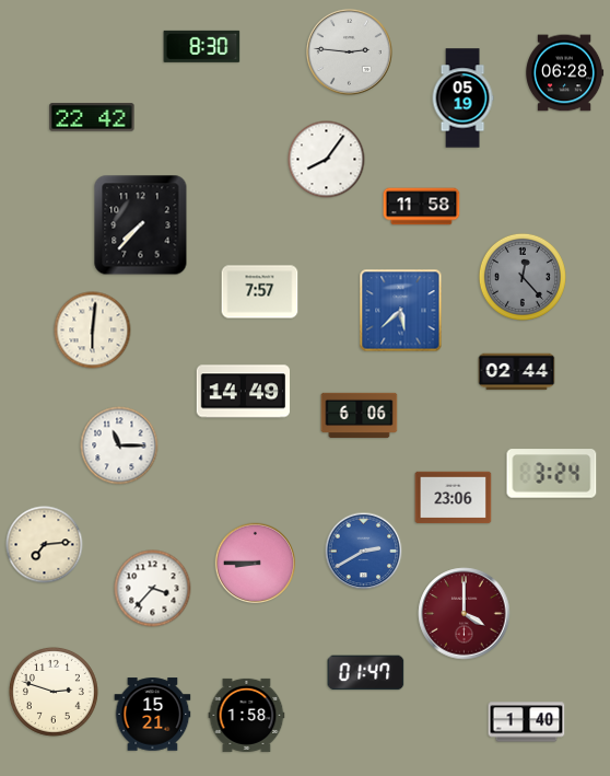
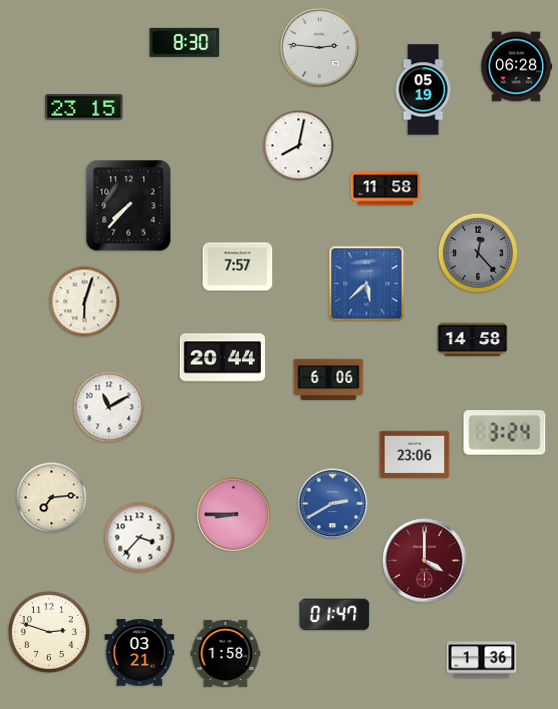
clock at (92, 117): 22:42 -> 23:15
clock at (327, 160): 8:06 -> 8:02
clock at (93, 331): 6:01 -> 6:03
clock at (517, 372): 02:44 -> 14:58
clock at (243, 392): 14:49 -> 20:44
clock at (119, 445): 11:15 -> 11:10
clock at (45, 545) position: (45, 545) -> (52, 498)
clock at (153, 715): 15:21 -> 03:21
clock at (527, 722): 1:40 -> 1:36
